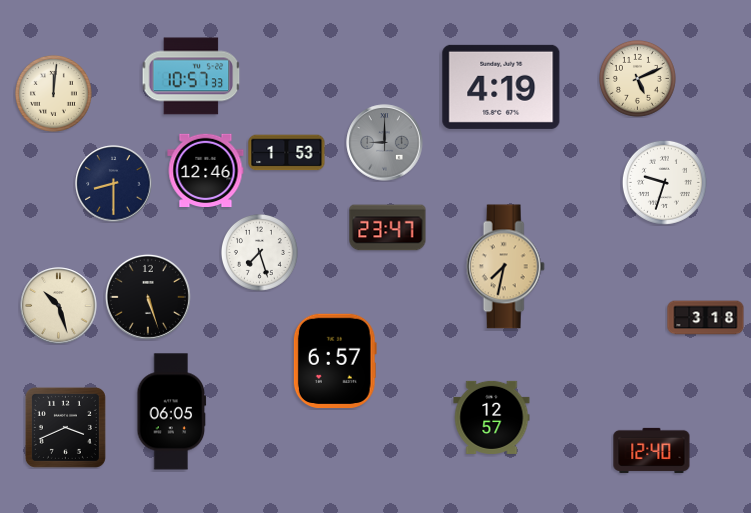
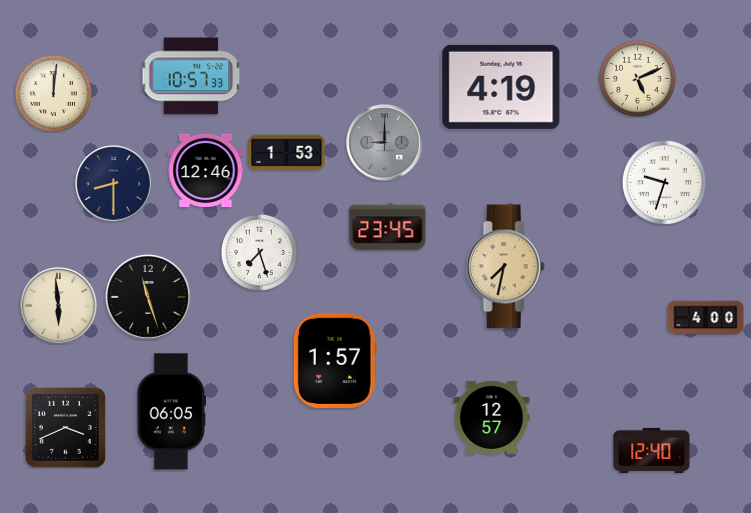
clock at (388, 228): 23:47 -> 23:45
clock at (148, 297): 5:27 -> 11:27
clock at (59, 306): 10:27 -> 5:59
clock at (706, 318): 3:18 -> 4:00
clock at (335, 360): 6:57 -> 1:57
